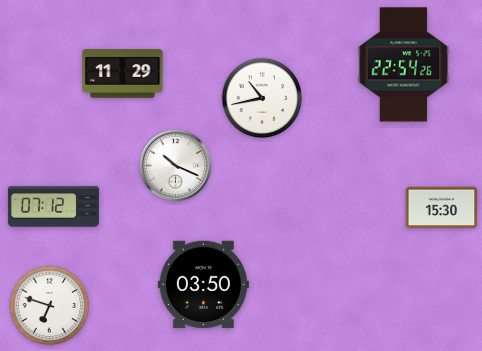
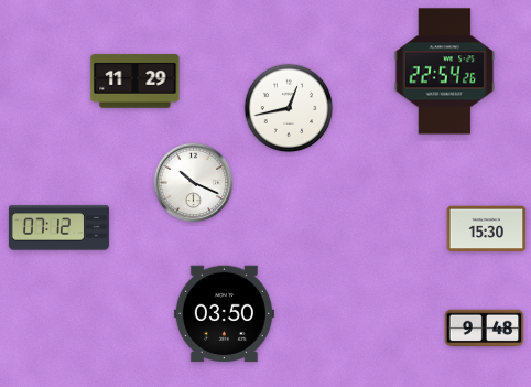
clock at (262, 98): 10:43 -> 12:43
clock at (485, 329): none -> 9:48
clock at (50, 306): 6:48 -> none
